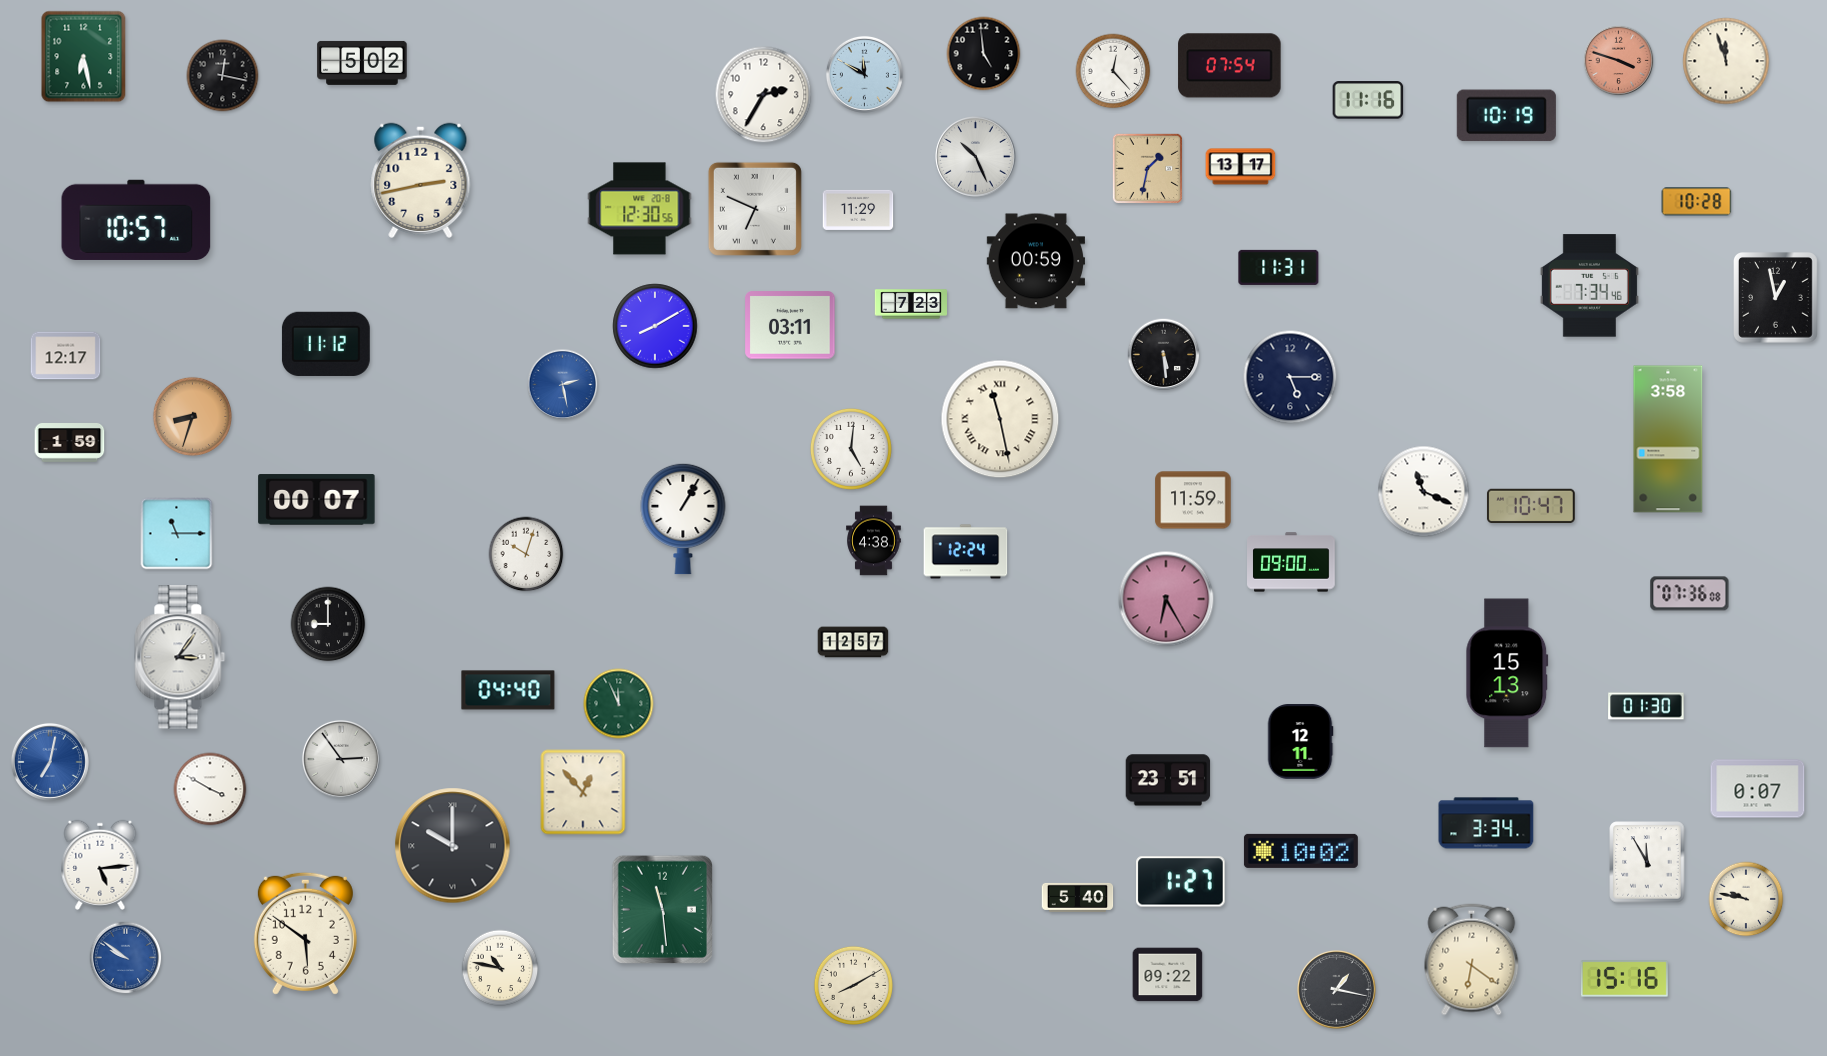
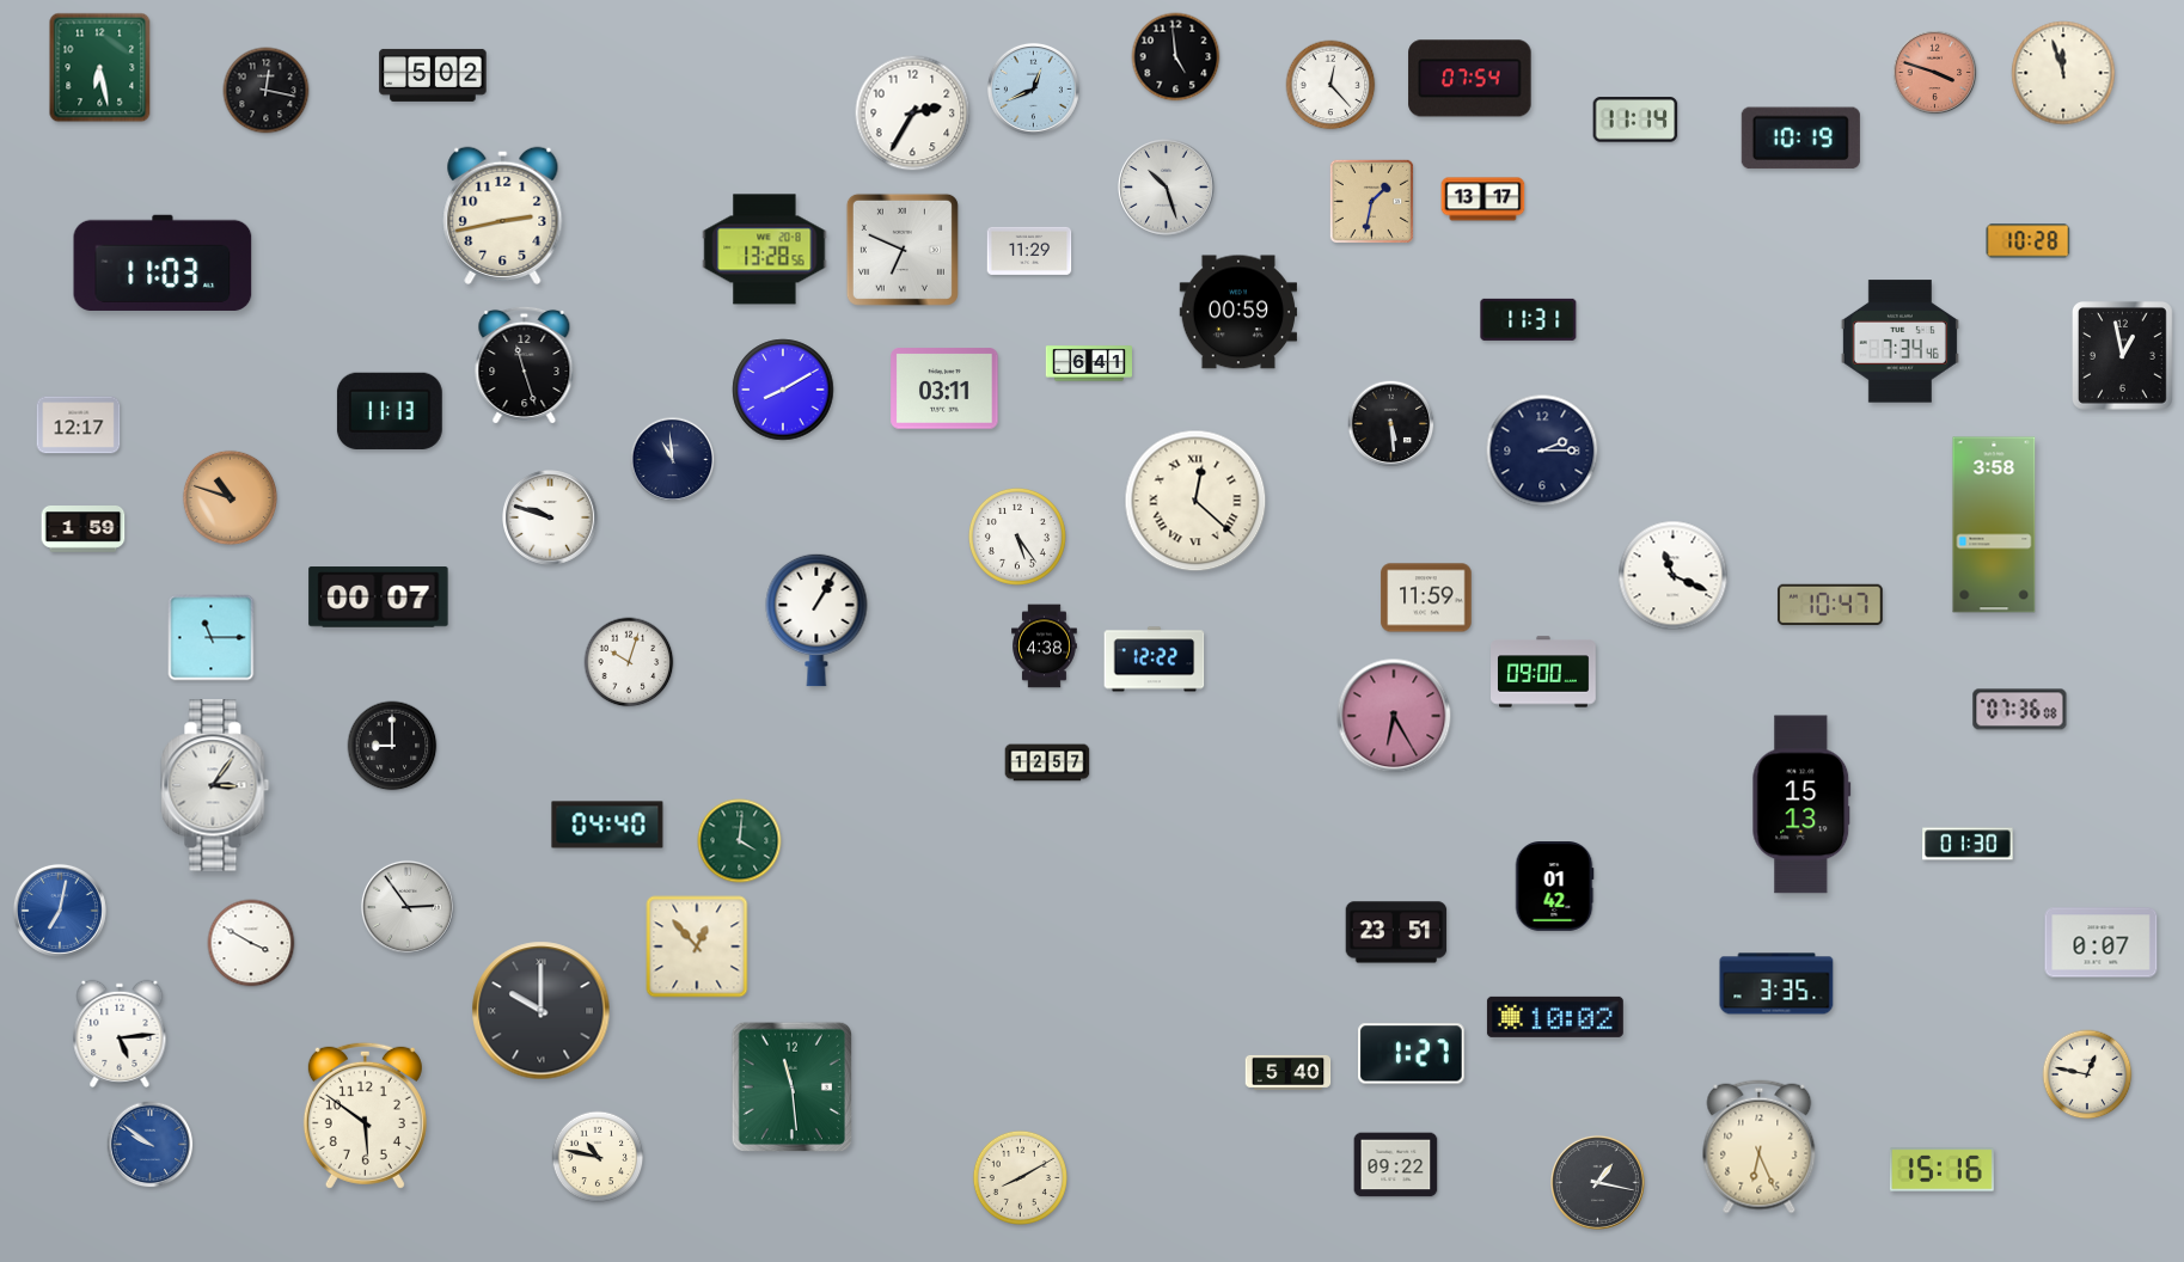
clock at (984, 54) position: (984, 54) -> (1176, 57)
clock at (864, 74): 11:50 -> 12:41
clock at (1368, 100): 11:16 -> 11:14
clock at (976, 157): 10:26 -> 10:27
clock at (640, 209): 12:30 -> 13:28
clock at (858, 210) position: (858, 210) -> (1029, 251)
clock at (136, 220): 10:57 -> 11:03
clock at (911, 304): 7:23 -> 6:41
clock at (525, 364): none -> 11:27
clock at (326, 344): 11:12 -> 11:13
clock at (1290, 377): 5:15 -> 2:15
clock at (563, 385): 2:28 -> 10:59
clock at (563, 385) dial: blue -> navy
clock at (192, 416): 8:33 -> 10:48
clock at (1000, 419): 11:28 -> 12:22
clock at (551, 519): none -> 9:48
clock at (851, 449): 5:01 -> 5:24
clock at (1424, 492) position: (1424, 492) -> (1674, 576)
clock at (966, 552): 12:24 -> 12:22
clock at (853, 642) position: (853, 642) -> (1047, 762)
clock at (619, 704): 11:56 -> 4:01
clock at (1300, 742): 12:11 -> 01:42
clock at (1486, 823): 3:34 -> 3:35
clock at (1647, 862): 11:55 -> none
clock at (1746, 899): 9:47 -> 12:47
clock at (1472, 960): 6:21 -> 6:26
